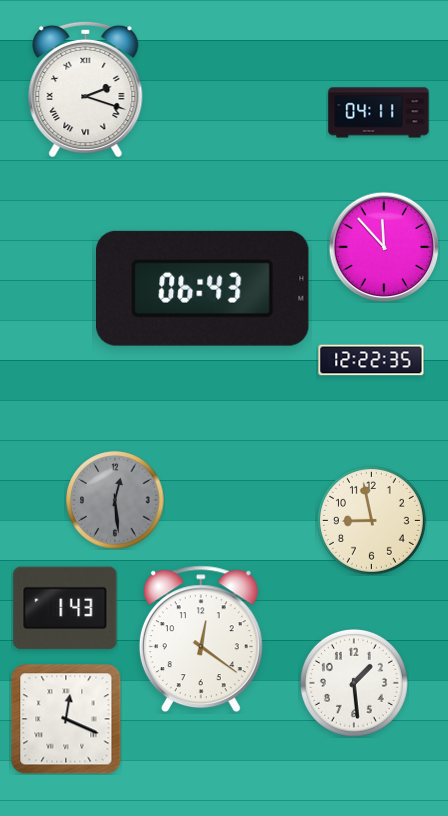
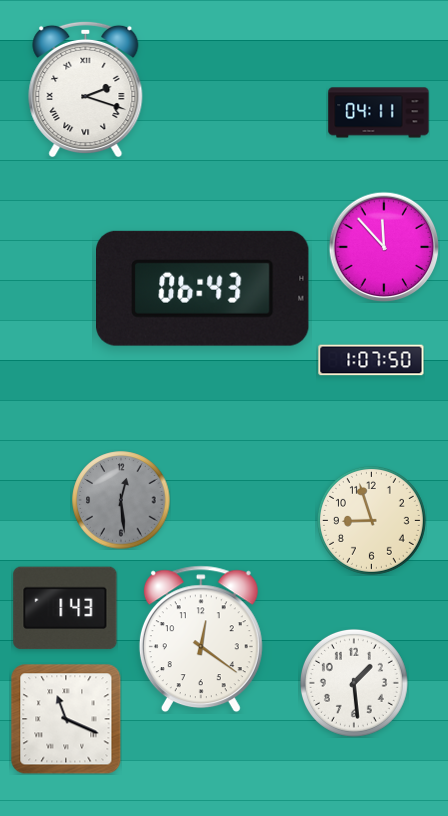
clock at (371, 360): 12:22 -> 1:07
clock at (115, 500) position: (115, 500) -> (121, 500)
clock at (371, 520): 8:58 -> 8:57
clock at (66, 719): 12:19 -> 11:19
